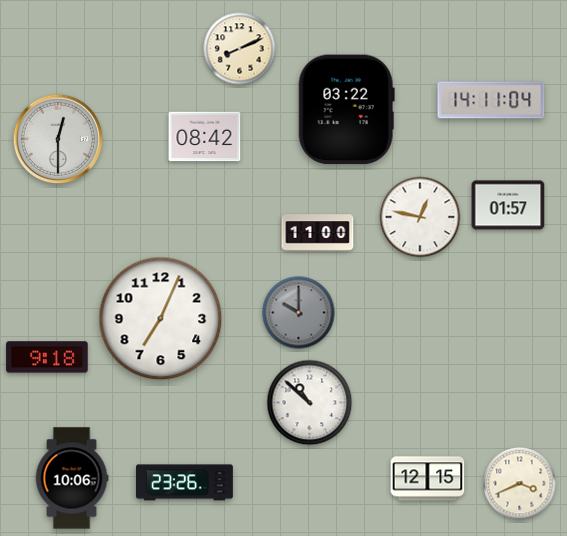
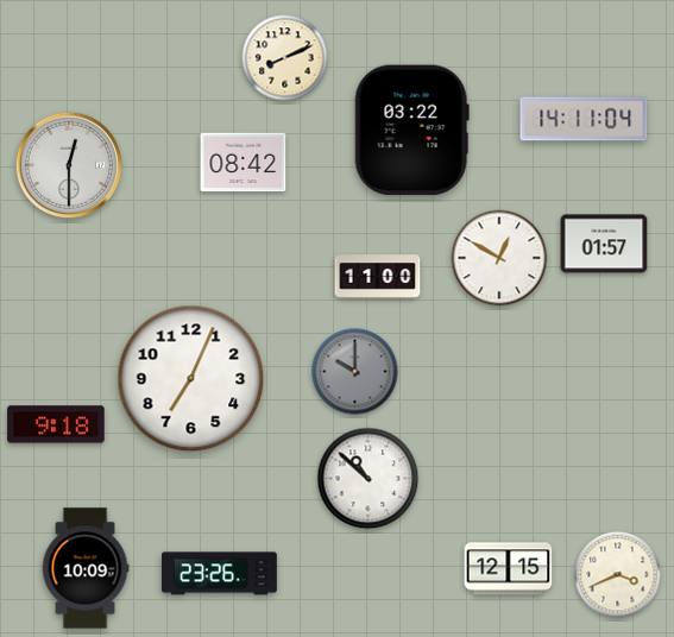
clock at (420, 217): 12:47 -> 12:50
clock at (72, 478): 10:06 -> 10:09
